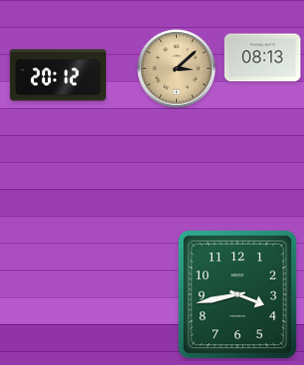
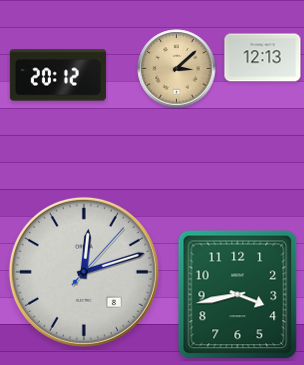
clock at (263, 58): 08:13 -> 12:13
clock at (84, 272): none -> 12:12
